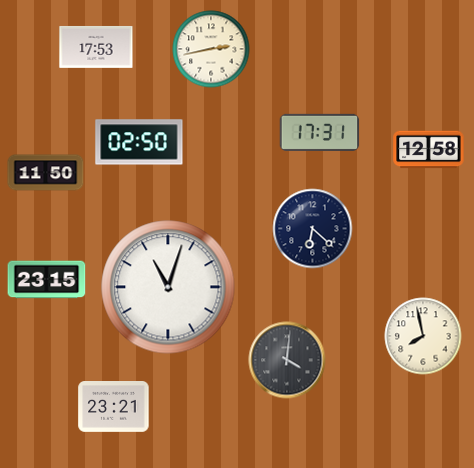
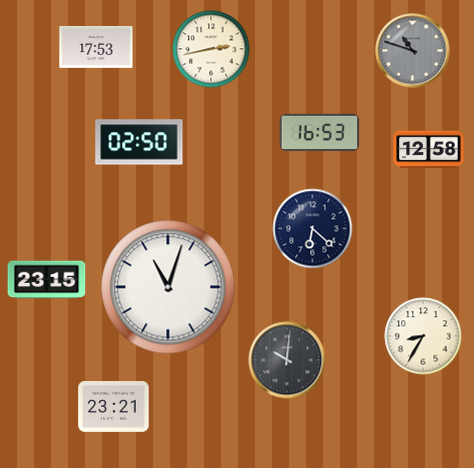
clock at (413, 51): none -> 10:48
clock at (320, 132): 17:31 -> 16:53
clock at (46, 173): 11:50 -> none
clock at (423, 336): 7:58 -> 8:35
clock at (287, 360): 4:01 -> 10:01
